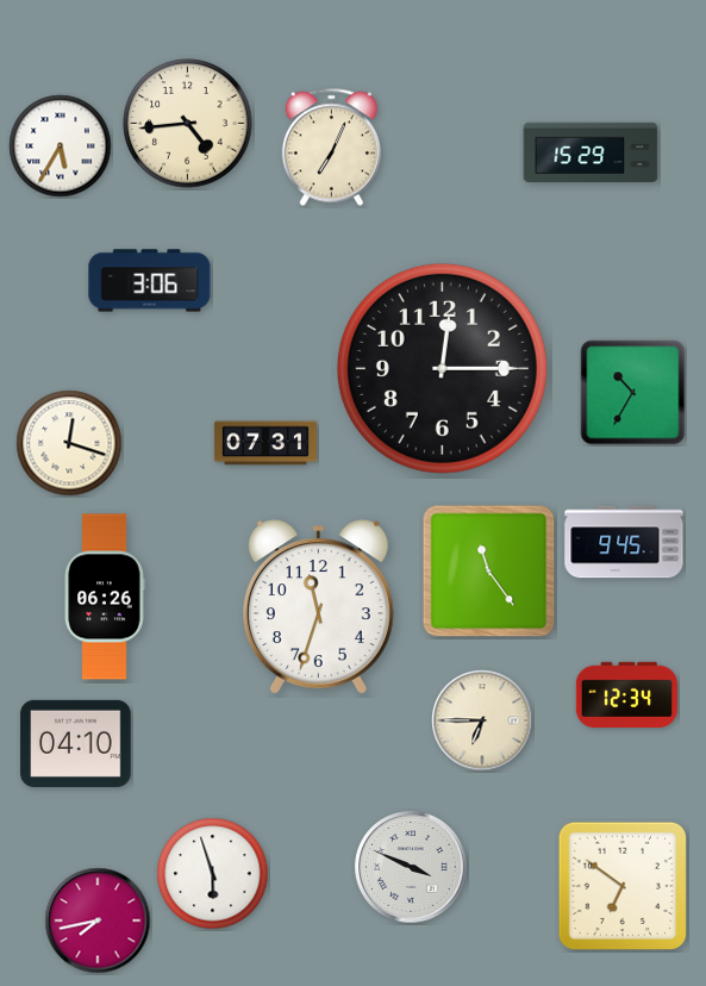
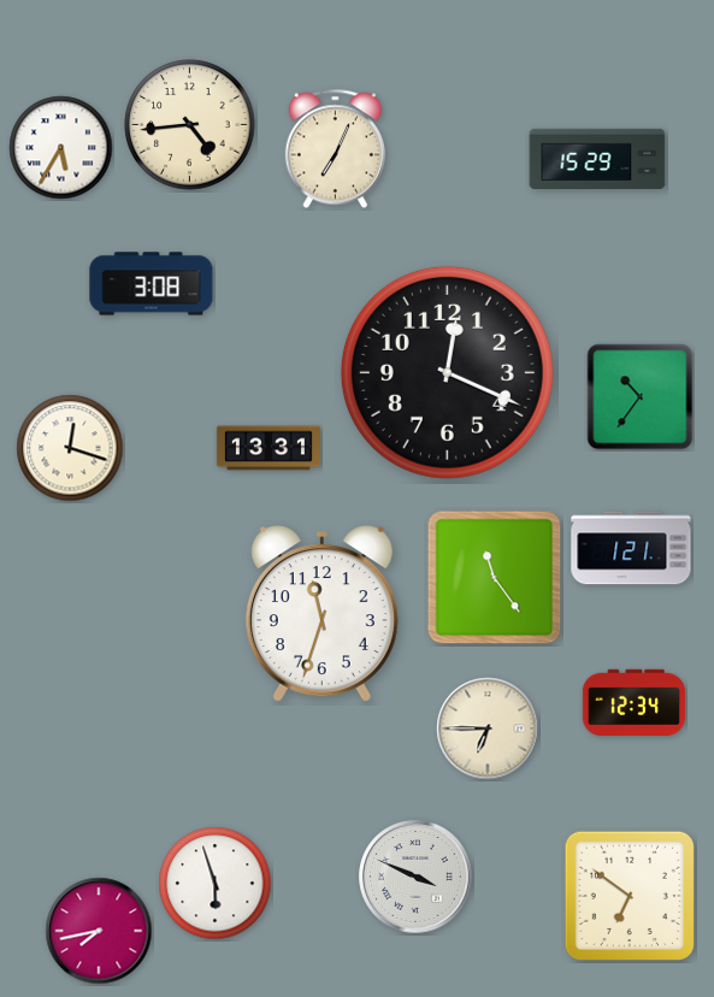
clock at (591, 151) position: (591, 151) -> (597, 158)
clock at (150, 281): 3:06 -> 3:08
clock at (442, 368): 12:15 -> 12:19
clock at (633, 393): 10:35 -> 10:36
clock at (265, 443): 07:31 -> 13:31
clock at (624, 542): 9:45 -> 1:21
clock at (105, 597): 06:26 -> none
clock at (76, 743): 04:10 -> none
